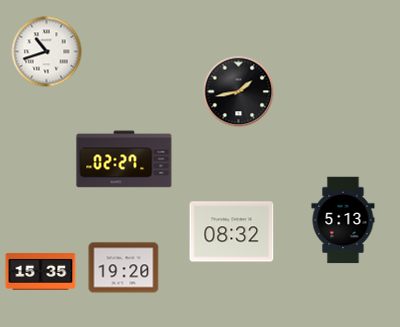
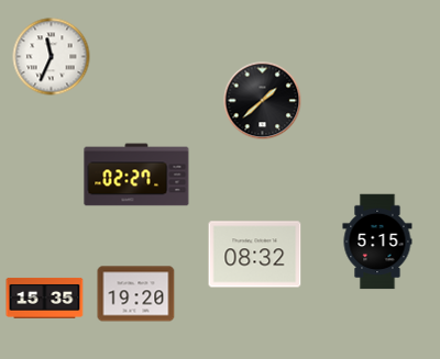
clock at (47, 52): 10:42 -> 11:34
clock at (239, 92): 1:43 -> 1:38
clock at (343, 220): 5:13 -> 5:15
